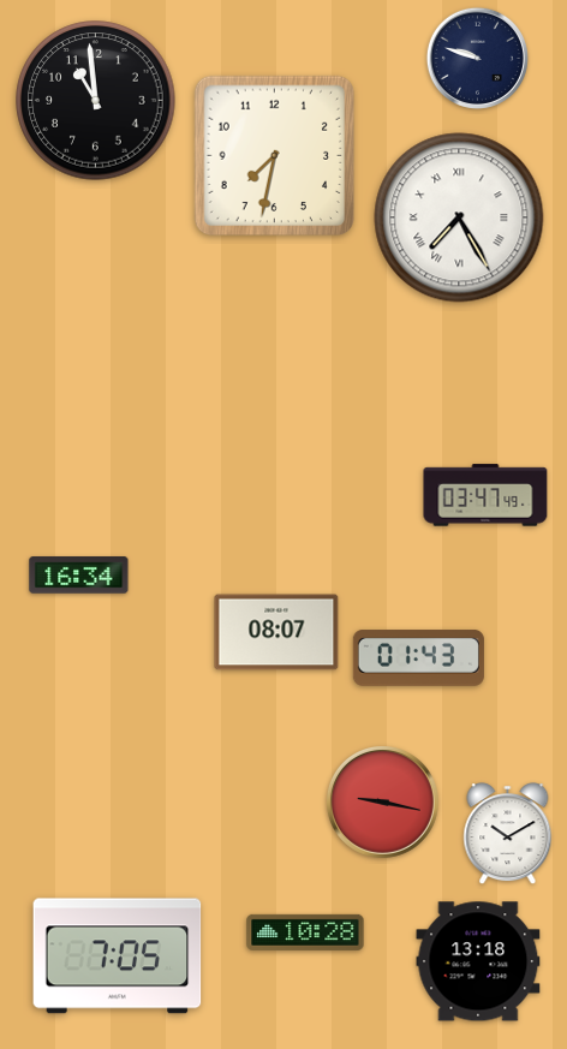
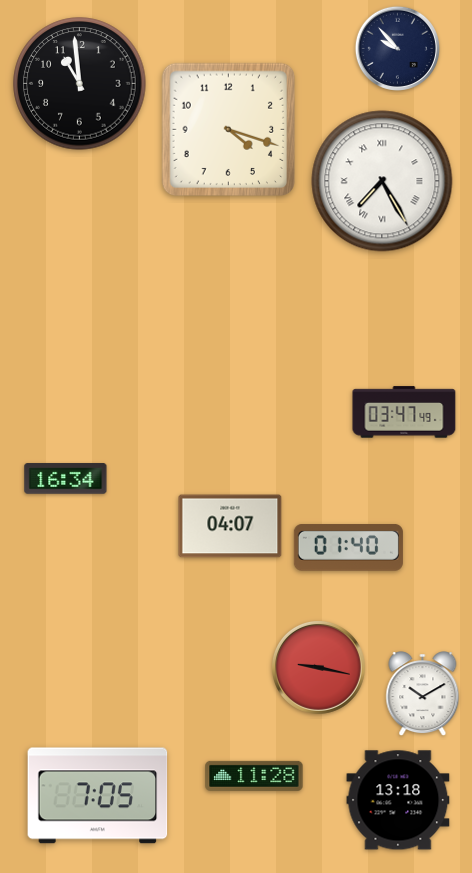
clock at (477, 58): 9:48 -> 9:53
clock at (275, 156): 7:32 -> 4:18
clock at (276, 632): 08:07 -> 04:07
clock at (418, 658): 01:43 -> 01:40
clock at (305, 932): 10:28 -> 11:28
